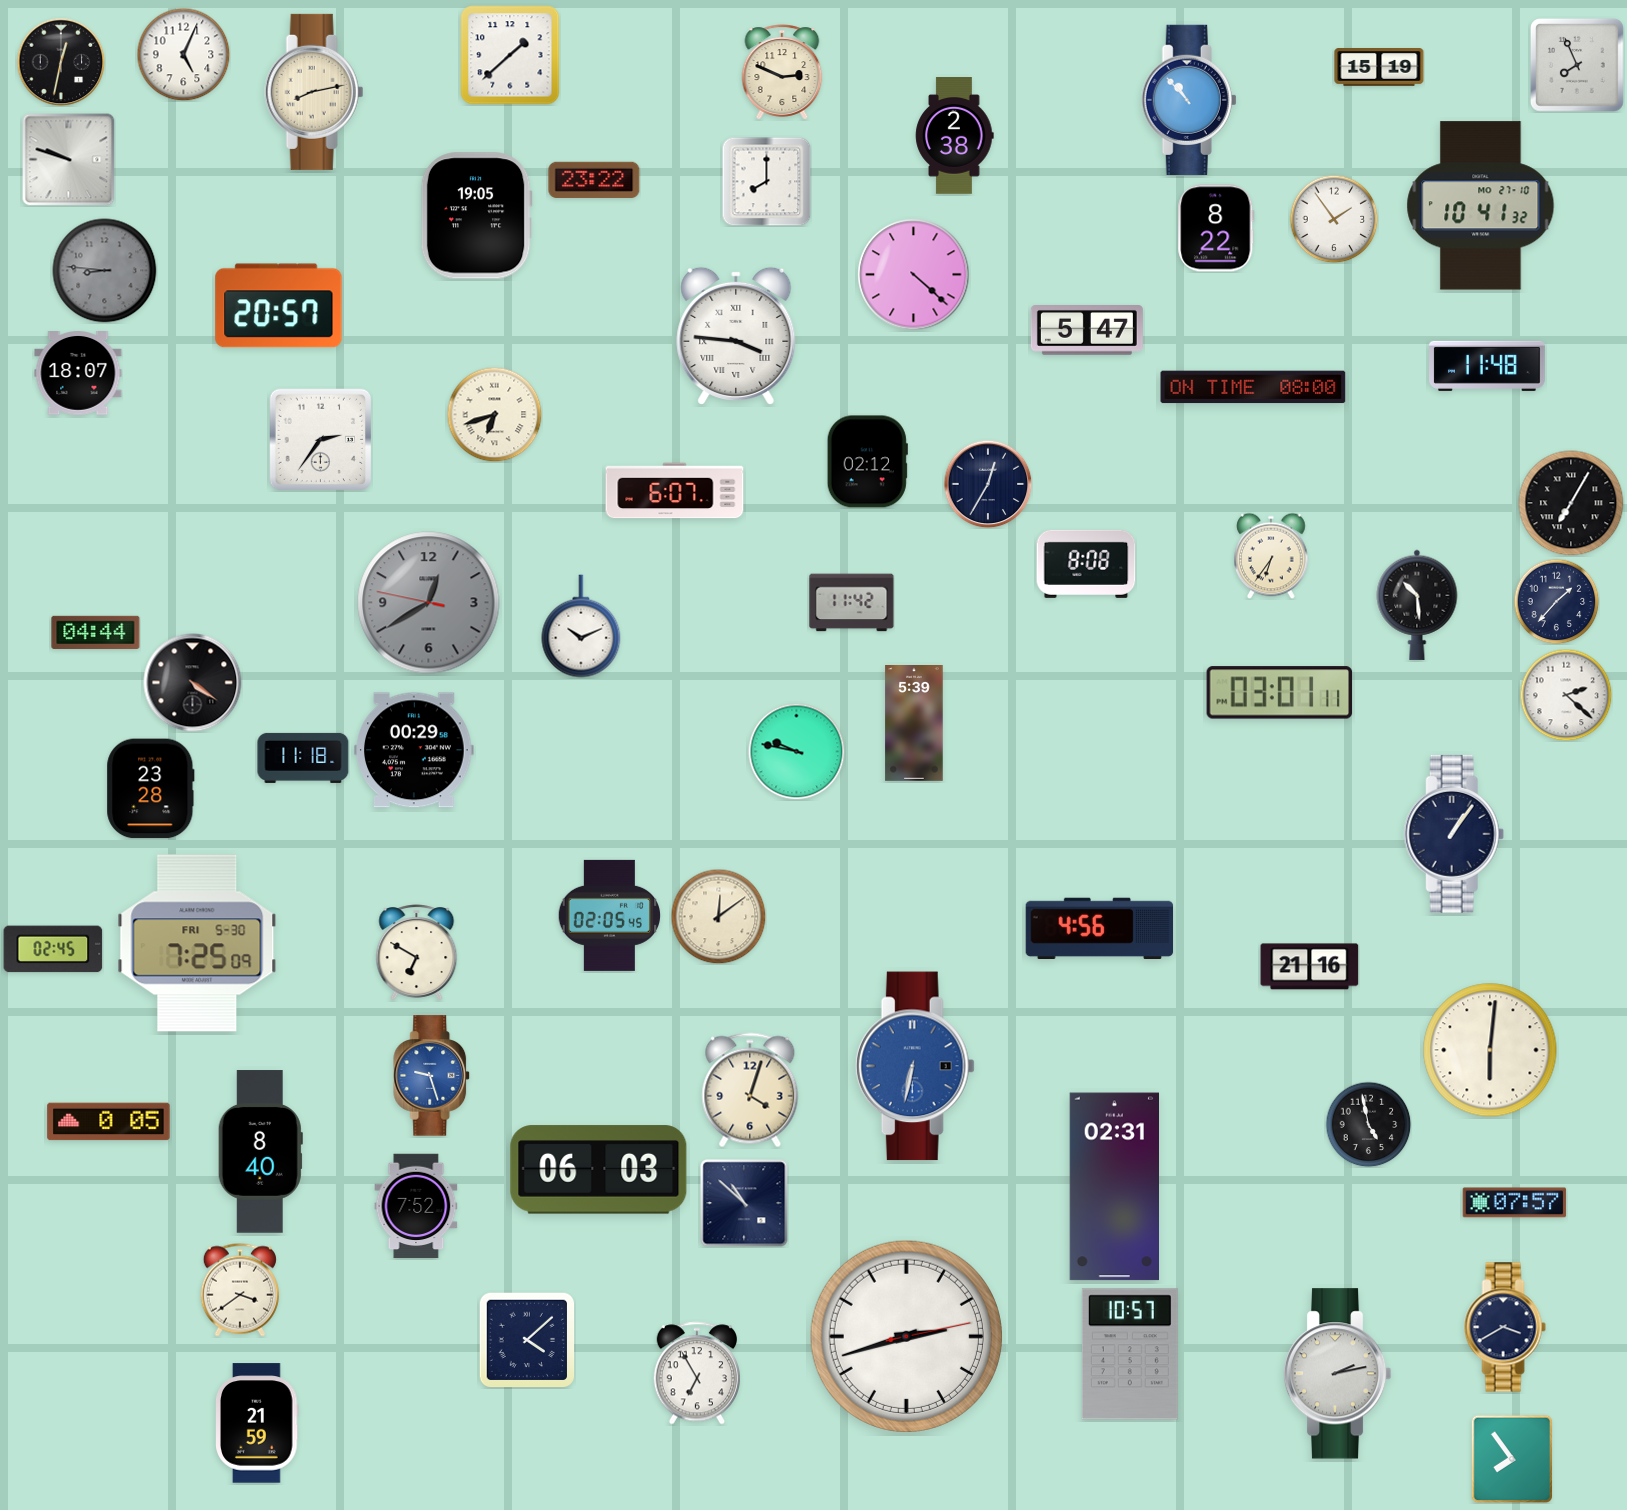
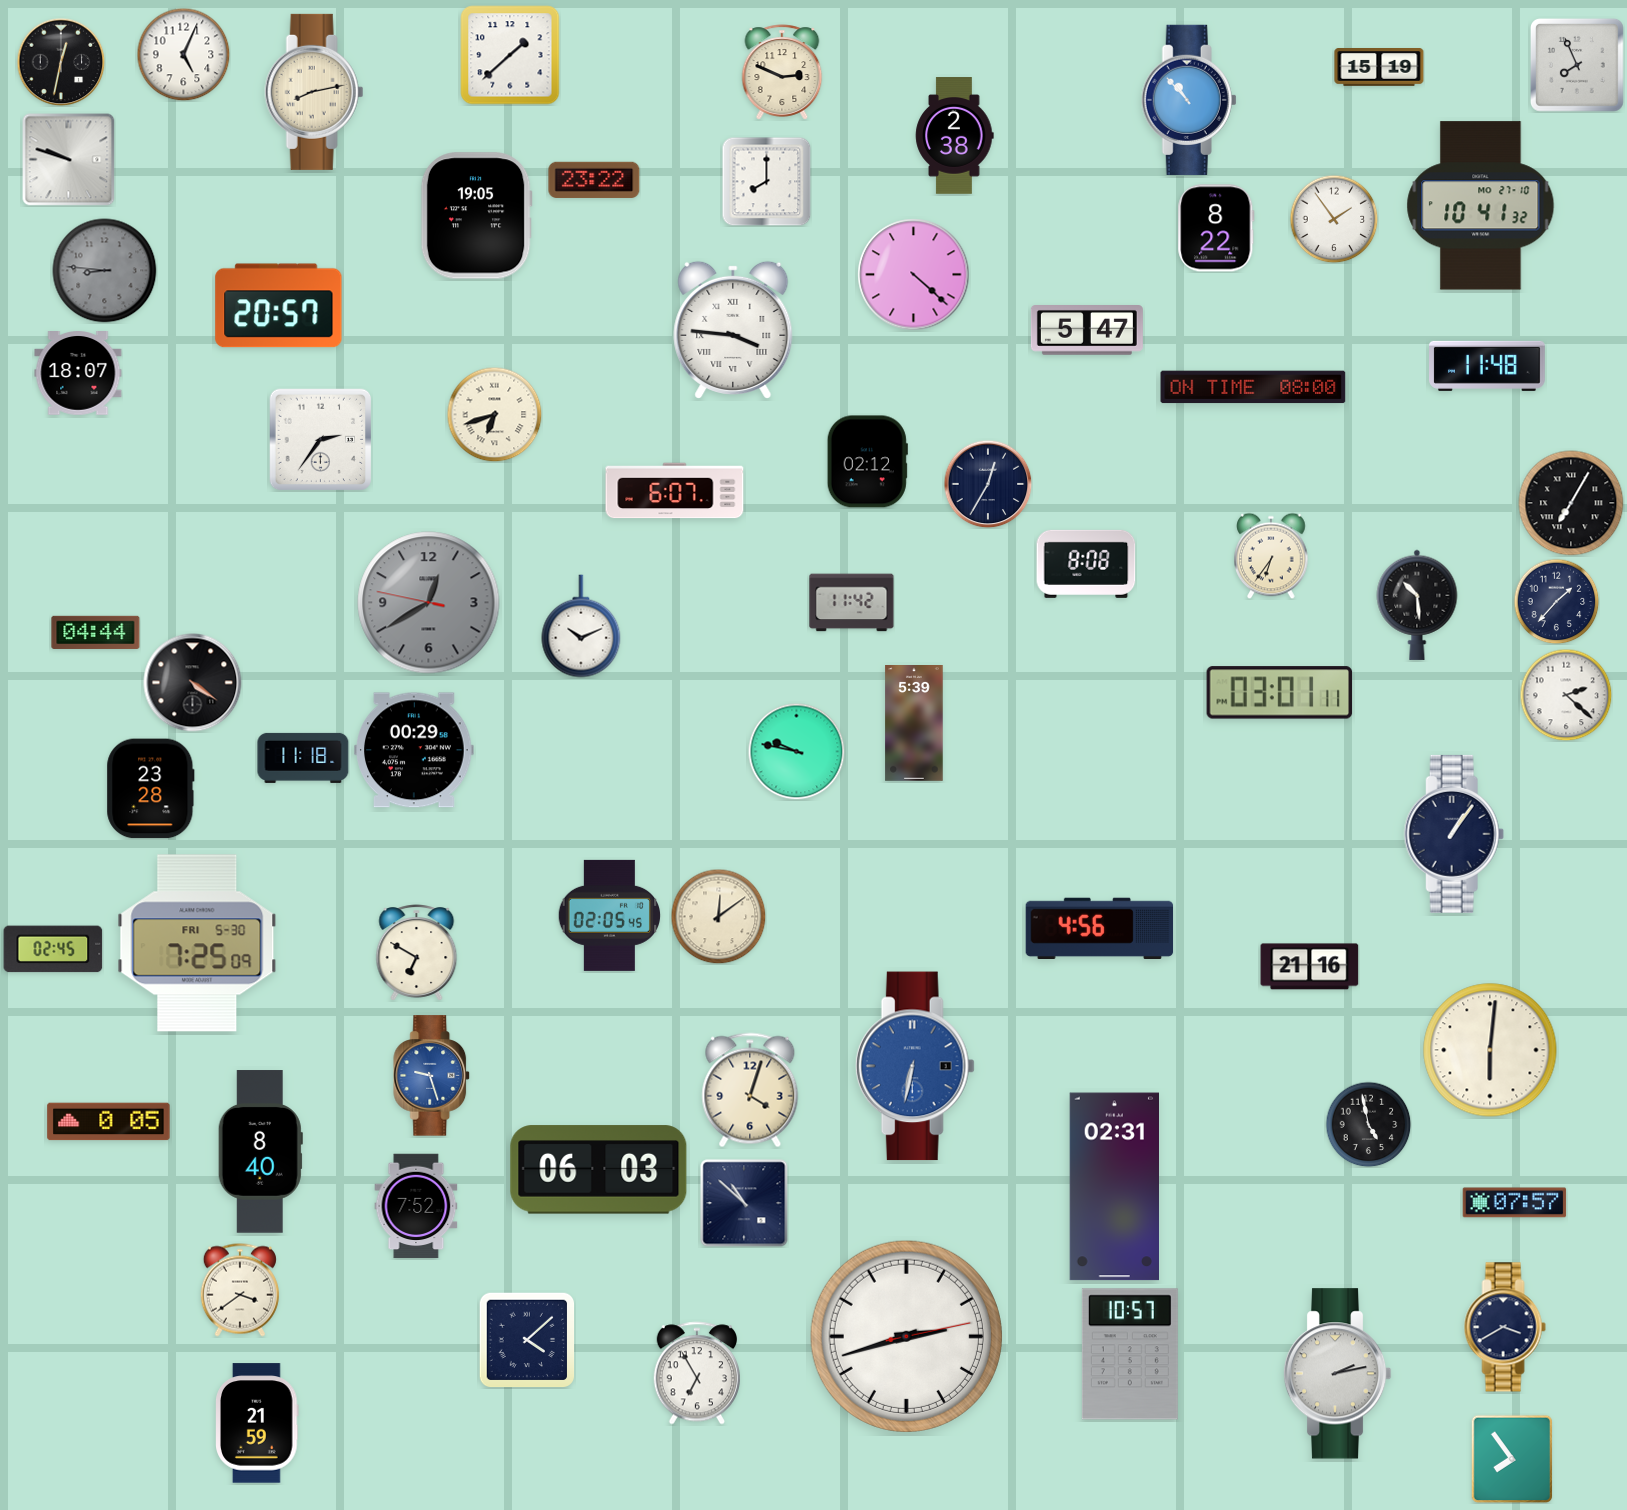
clock at (736, 336) position: (736, 336) -> (733, 330)
